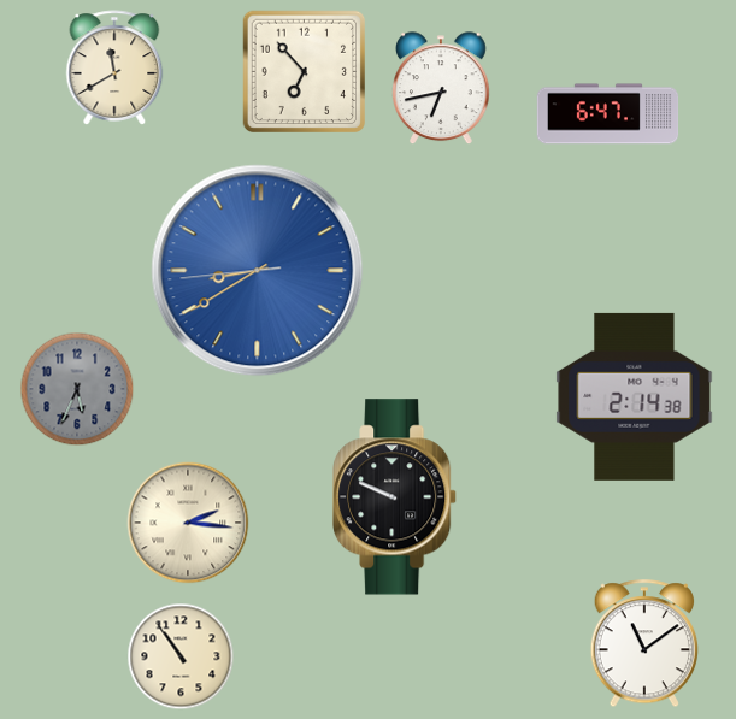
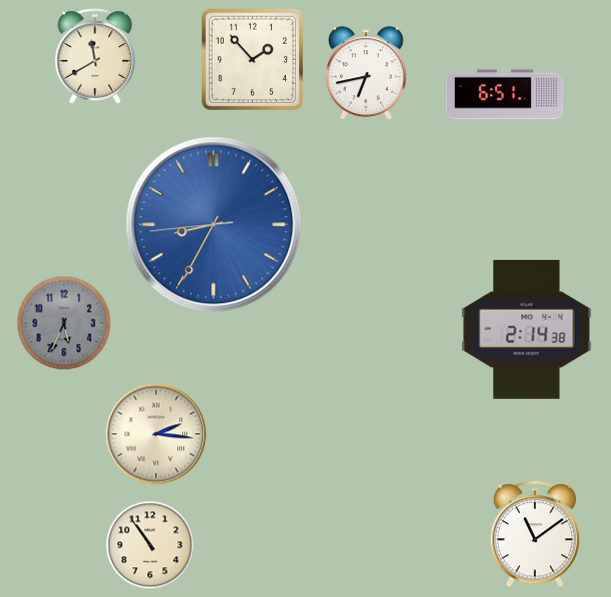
clock at (304, 71): 6:53 -> 1:53
clock at (608, 114): 6:47 -> 6:51
clock at (258, 271): 8:39 -> 8:34
clock at (395, 497): 9:49 -> none
